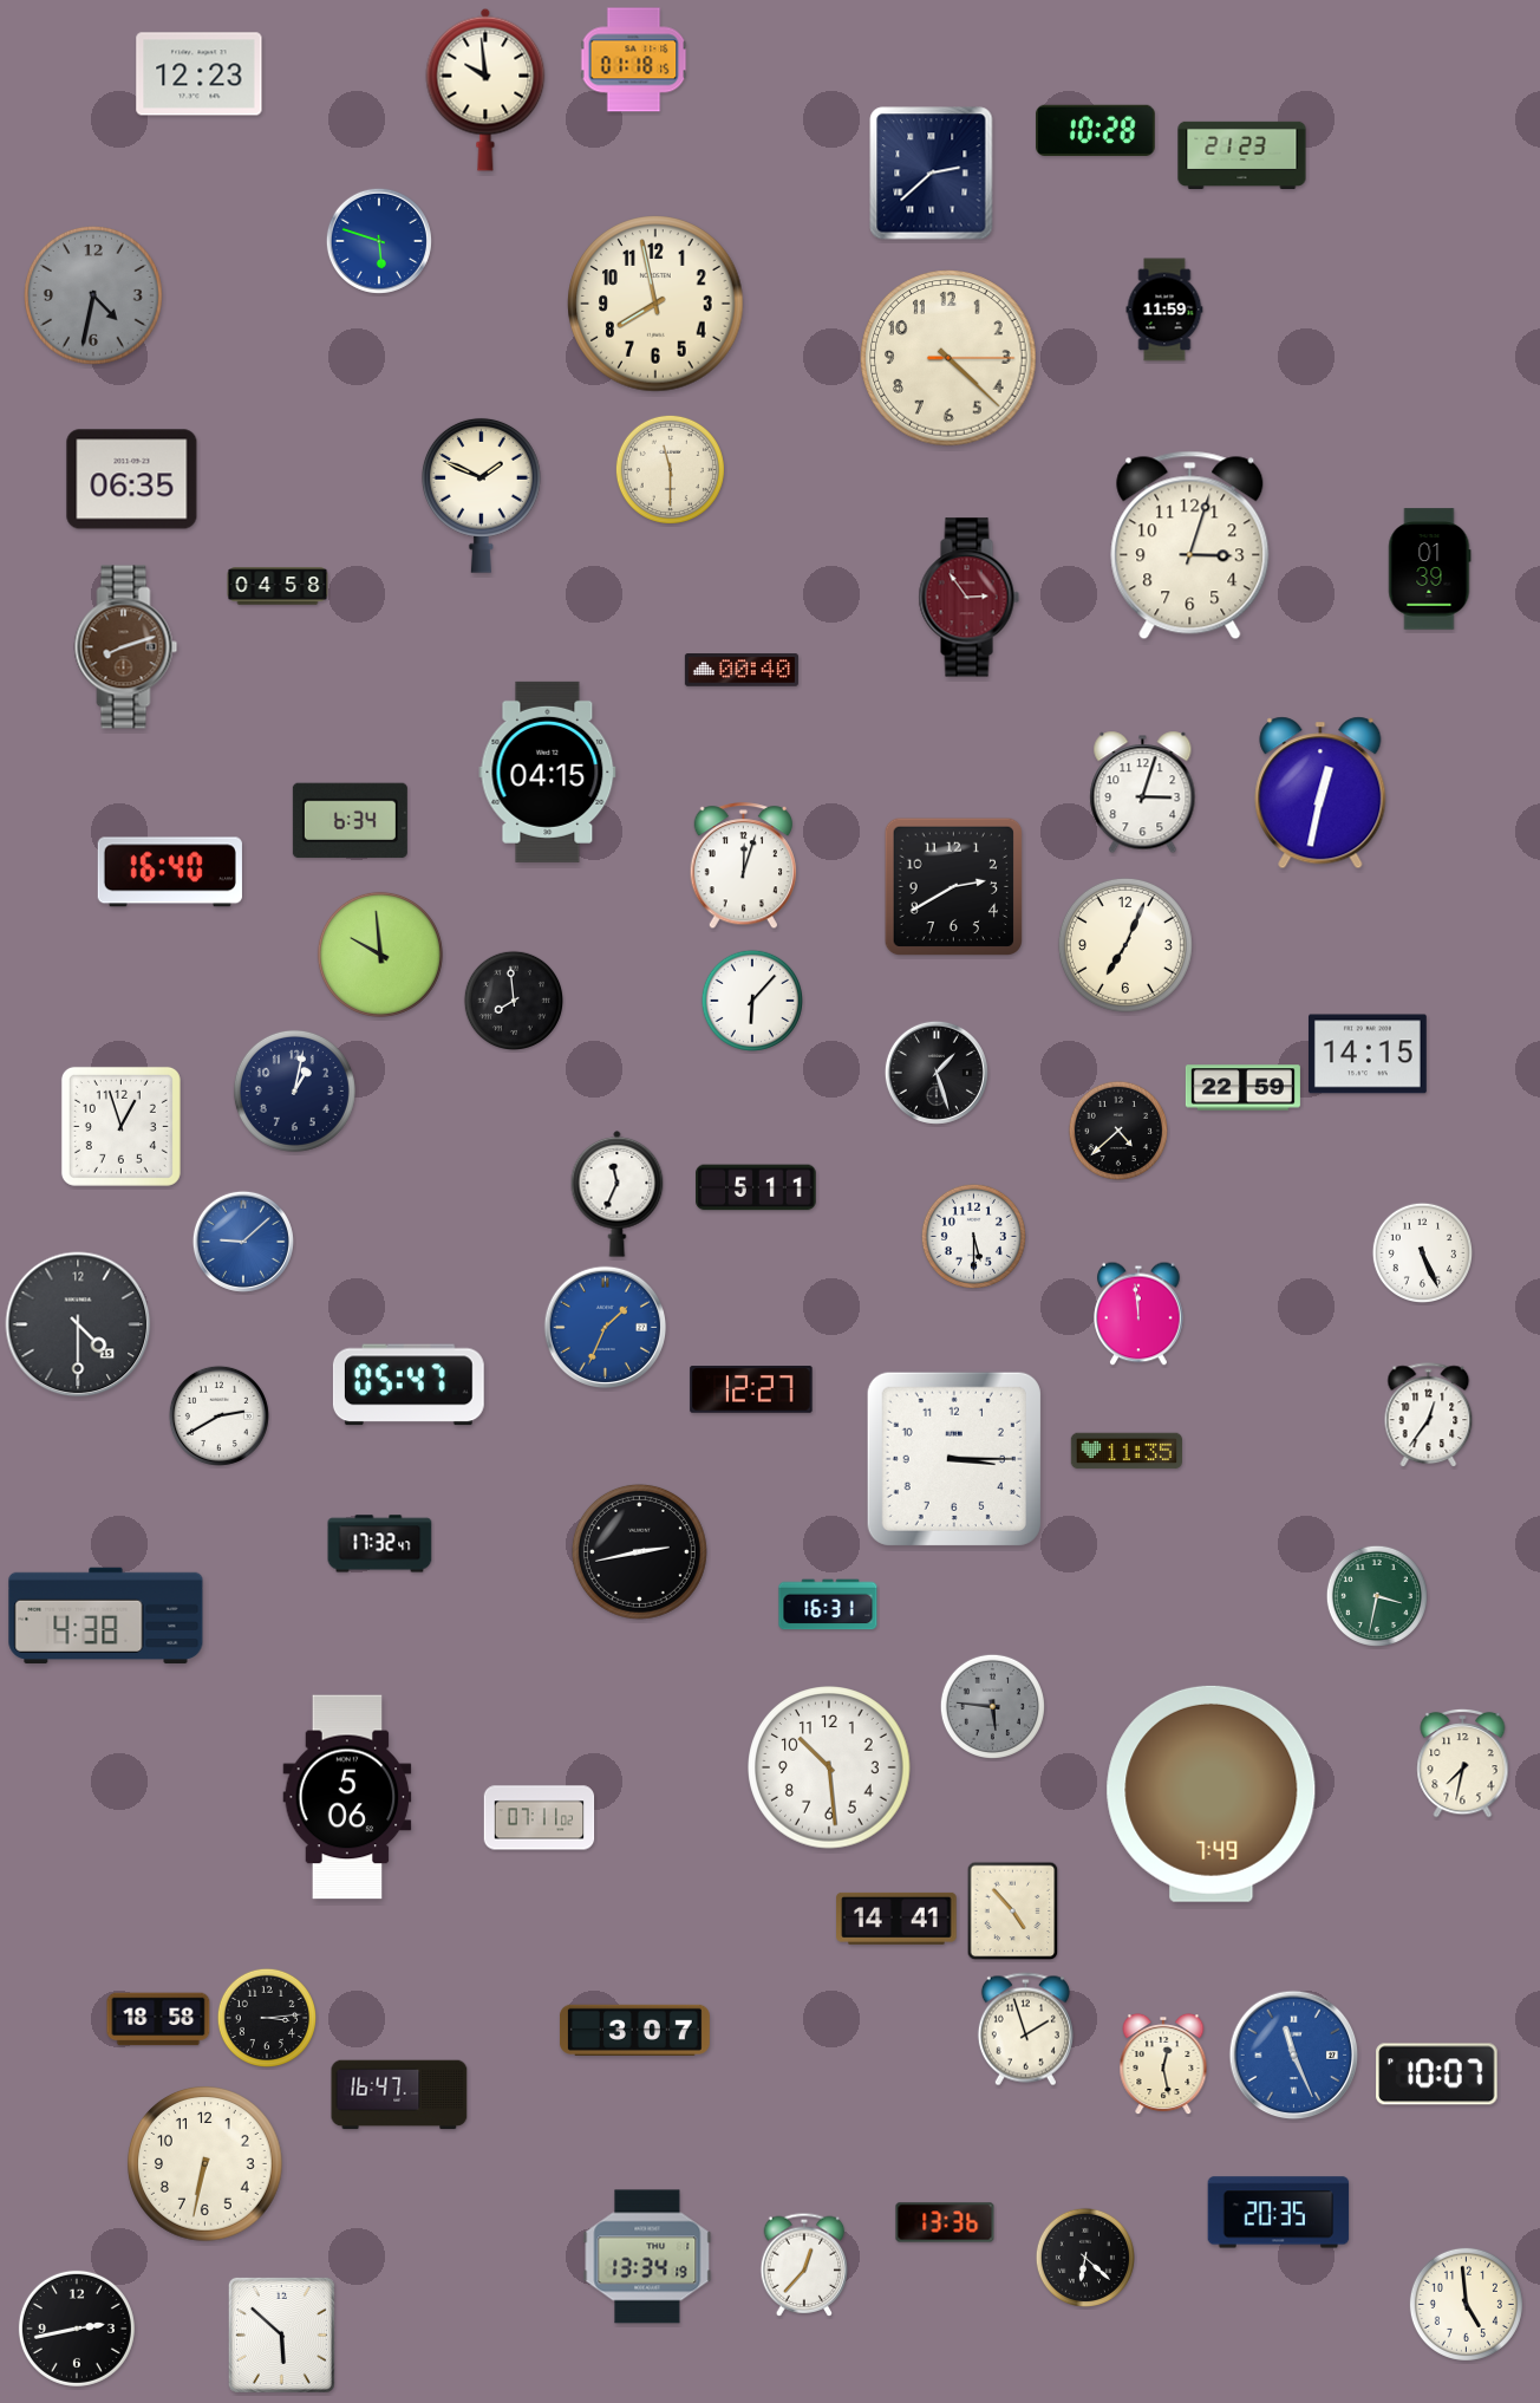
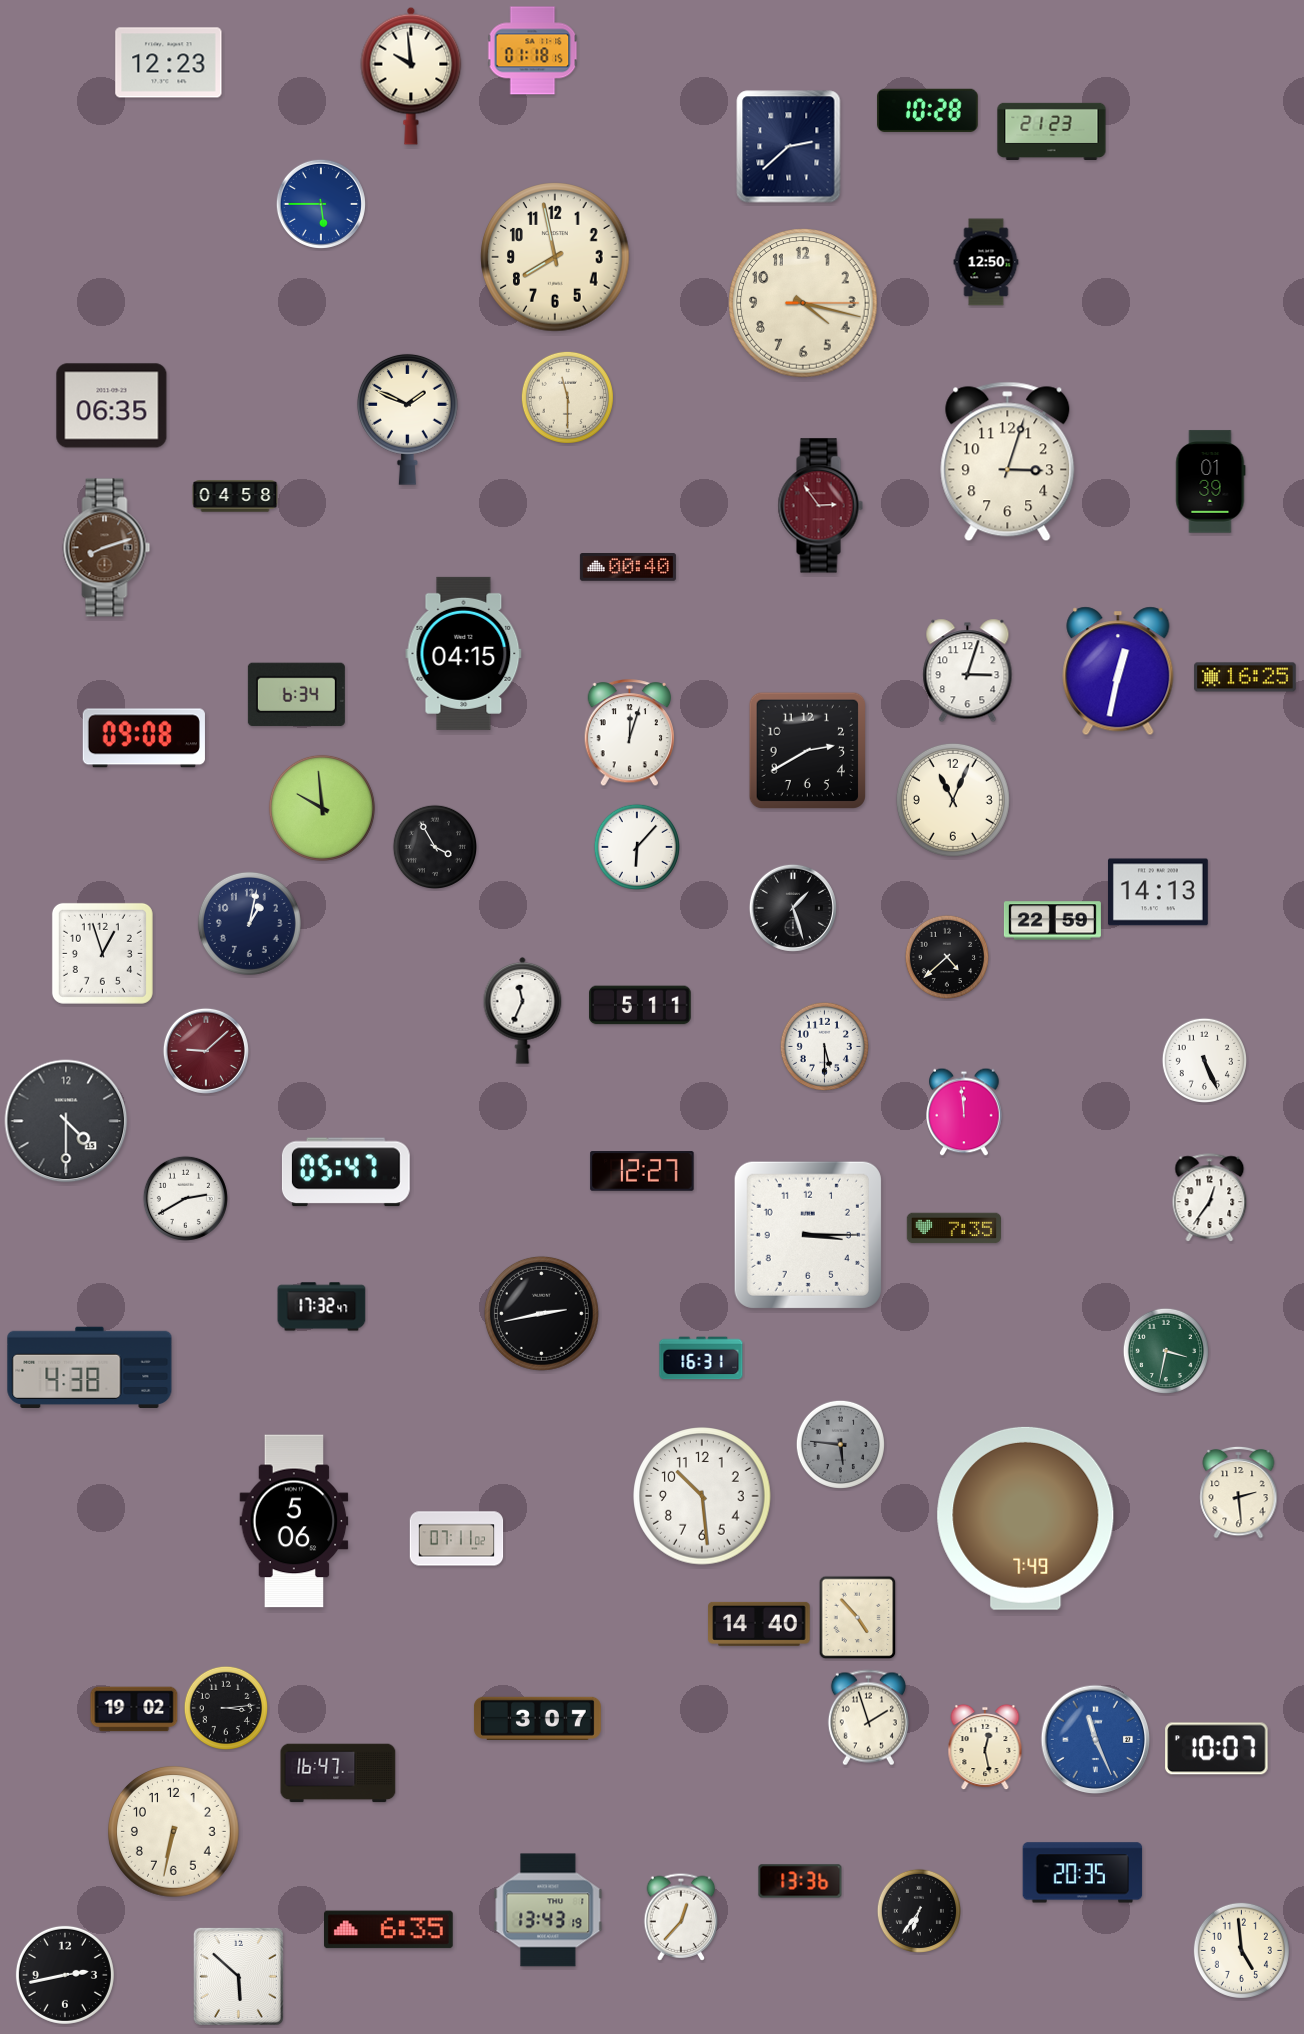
clock at (634, 60) position: (634, 60) -> (533, 51)
clock at (379, 241): 5:48 -> 5:45
clock at (93, 295): 4:32 -> none
clock at (1164, 310): 11:59 -> 12:50
clock at (948, 358): 4:22 -> 4:17
clock at (1245, 677): none -> 16:25
clock at (170, 872): 16:40 -> 09:08
clock at (1125, 945): 7:04 -> 11:04
clock at (513, 999): 7:59 -> 3:55
clock at (1369, 1054): 14:15 -> 14:13
clock at (243, 1242) dial: blue -> burgundy
clock at (606, 1328): 1:34 -> none
clock at (751, 1389) position: (751, 1389) -> (642, 1171)
clock at (1125, 1451): 11:35 -> 7:35
clock at (1463, 1763): 7:32 -> 2:29
clock at (896, 1919): 14:41 -> 14:40
clock at (158, 2019): 18:58 -> 19:02
clock at (1437, 2075) position: (1437, 2075) -> (1217, 1749)
clock at (647, 2257): 13:34 -> 13:43
clock at (1084, 2257): 6:22 -> 6:36
clock at (389, 1930): none -> 6:35
clock at (77, 2329) position: (77, 2329) -> (65, 1975)
